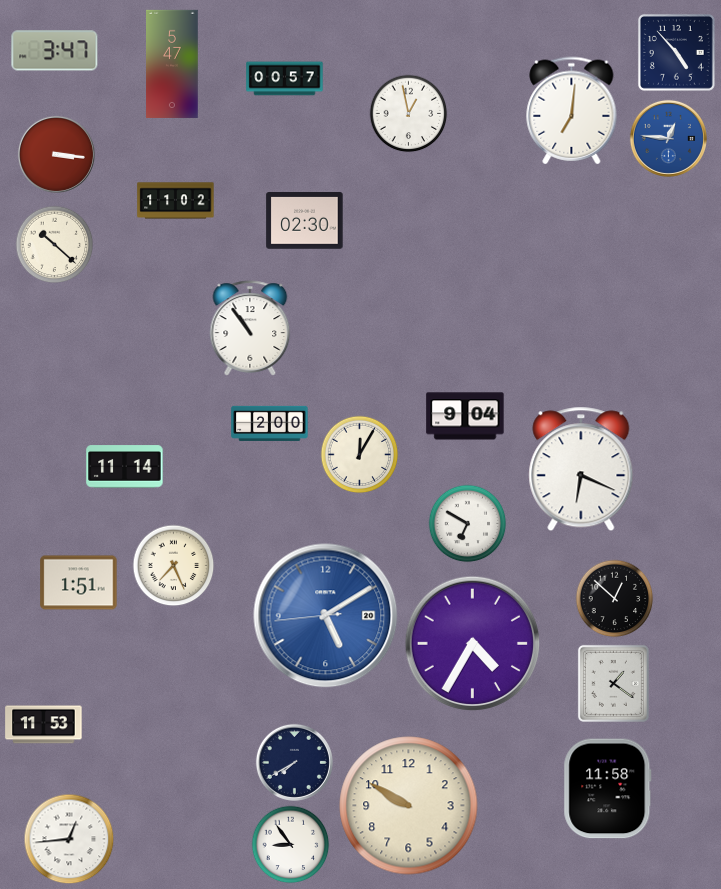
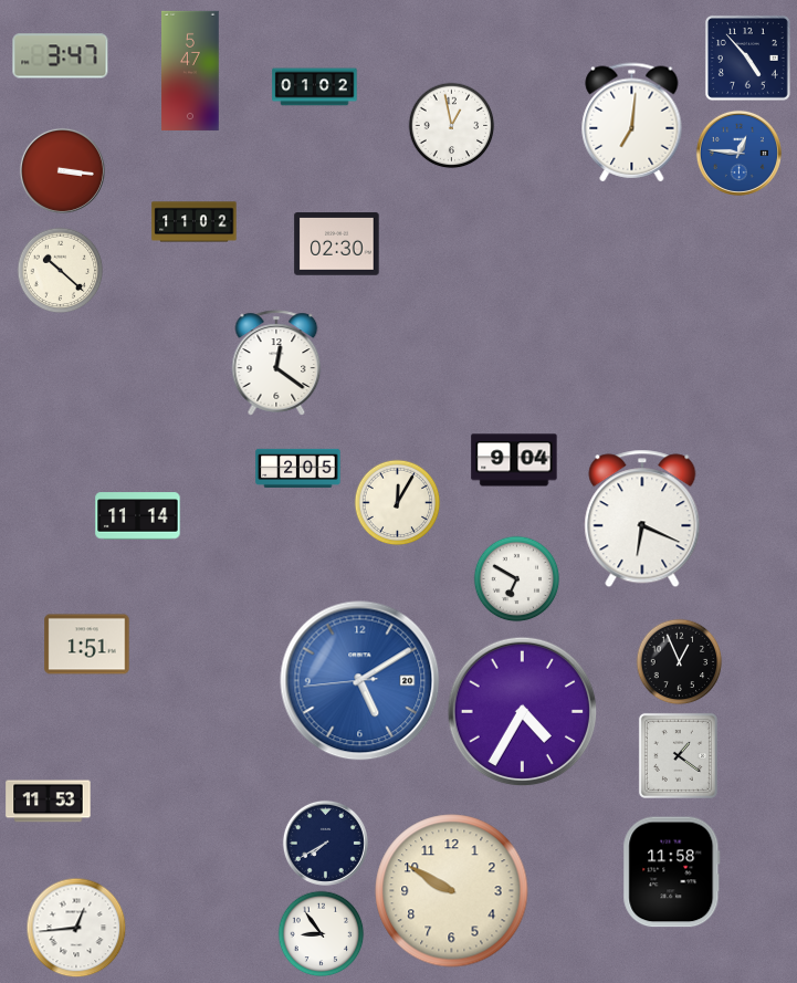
clock at (285, 79): 00:57 -> 01:02
clock at (250, 328): 10:54 -> 12:21
clock at (270, 423): 2:00 -> 2:05
clock at (173, 565): 7:26 -> none
clock at (614, 598): 12:52 -> 12:56
